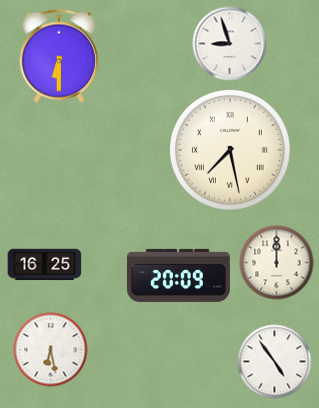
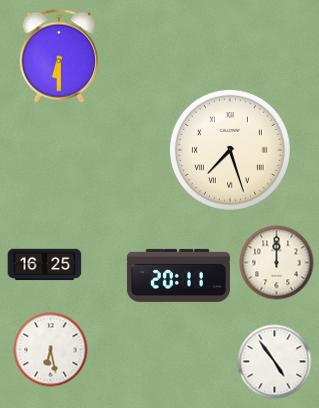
clock at (230, 44): 8:57 -> none
clock at (230, 150): 7:28 -> 7:27
clock at (178, 275): 20:09 -> 20:11
